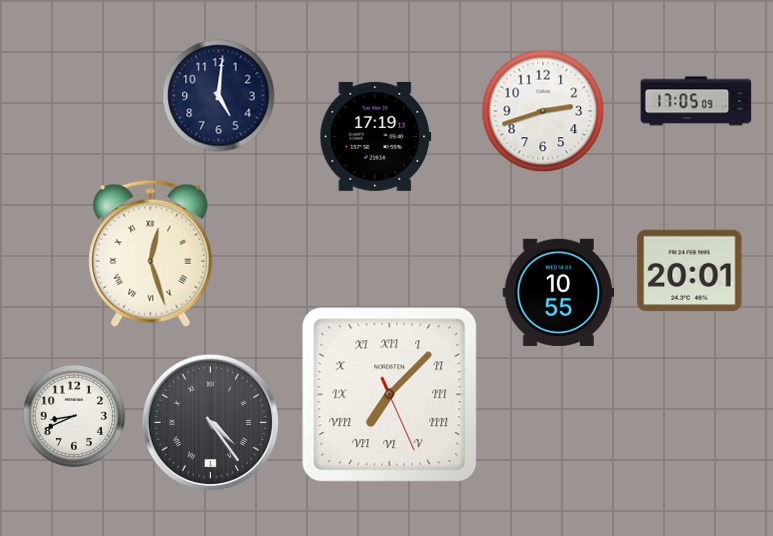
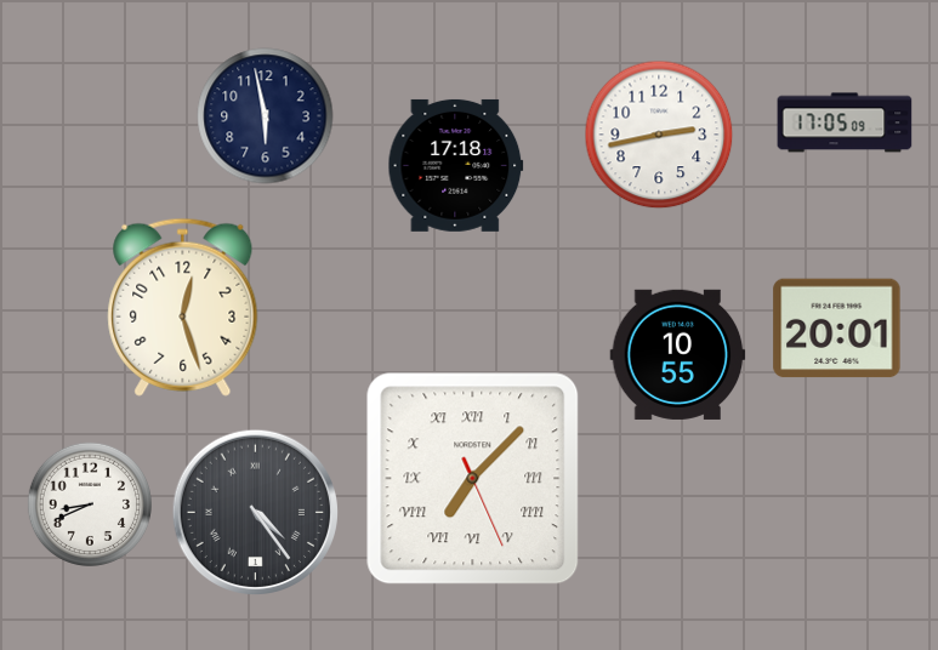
clock at (219, 96): 5:01 -> 5:58
clock at (543, 111): 2:42 -> 2:43
clock at (376, 136): 17:19 -> 17:18
clock at (151, 253) numerals: Roman -> Arabic
